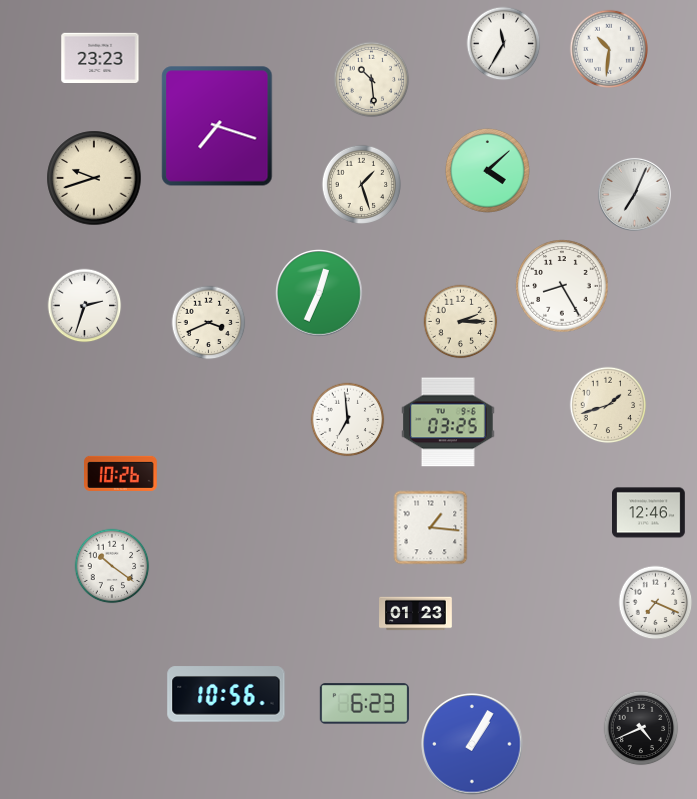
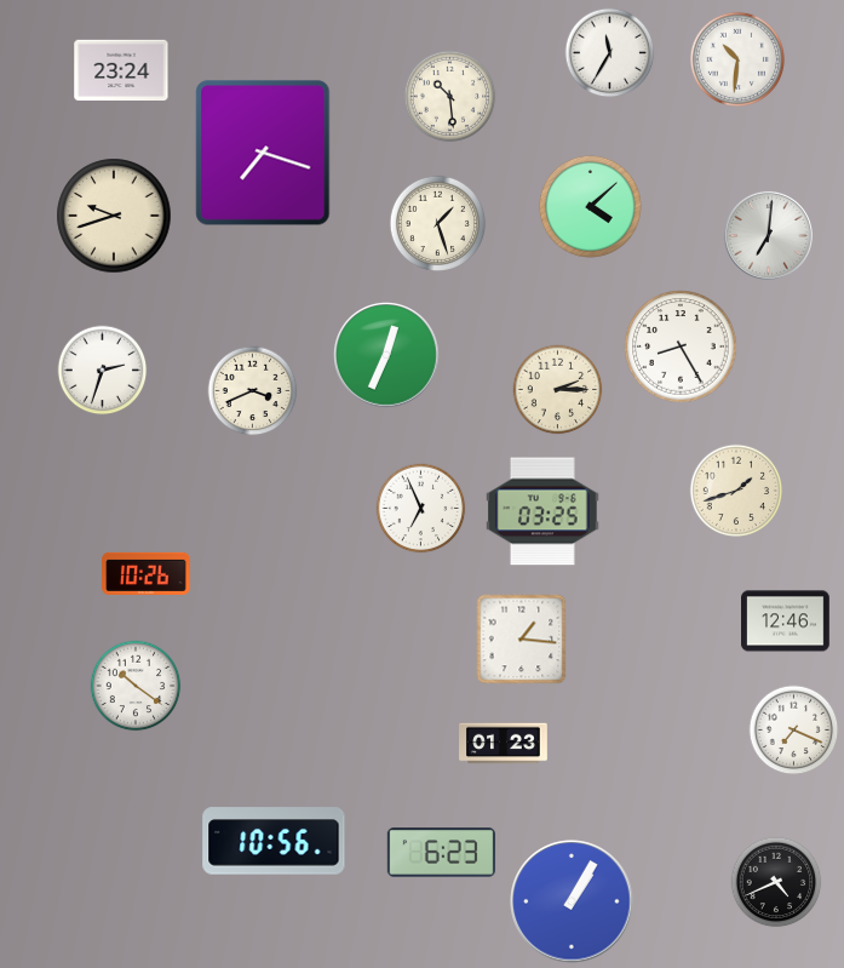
clock at (100, 57): 23:23 -> 23:24
clock at (634, 194): 7:04 -> 7:01
clock at (348, 420): 6:59 -> 6:56
